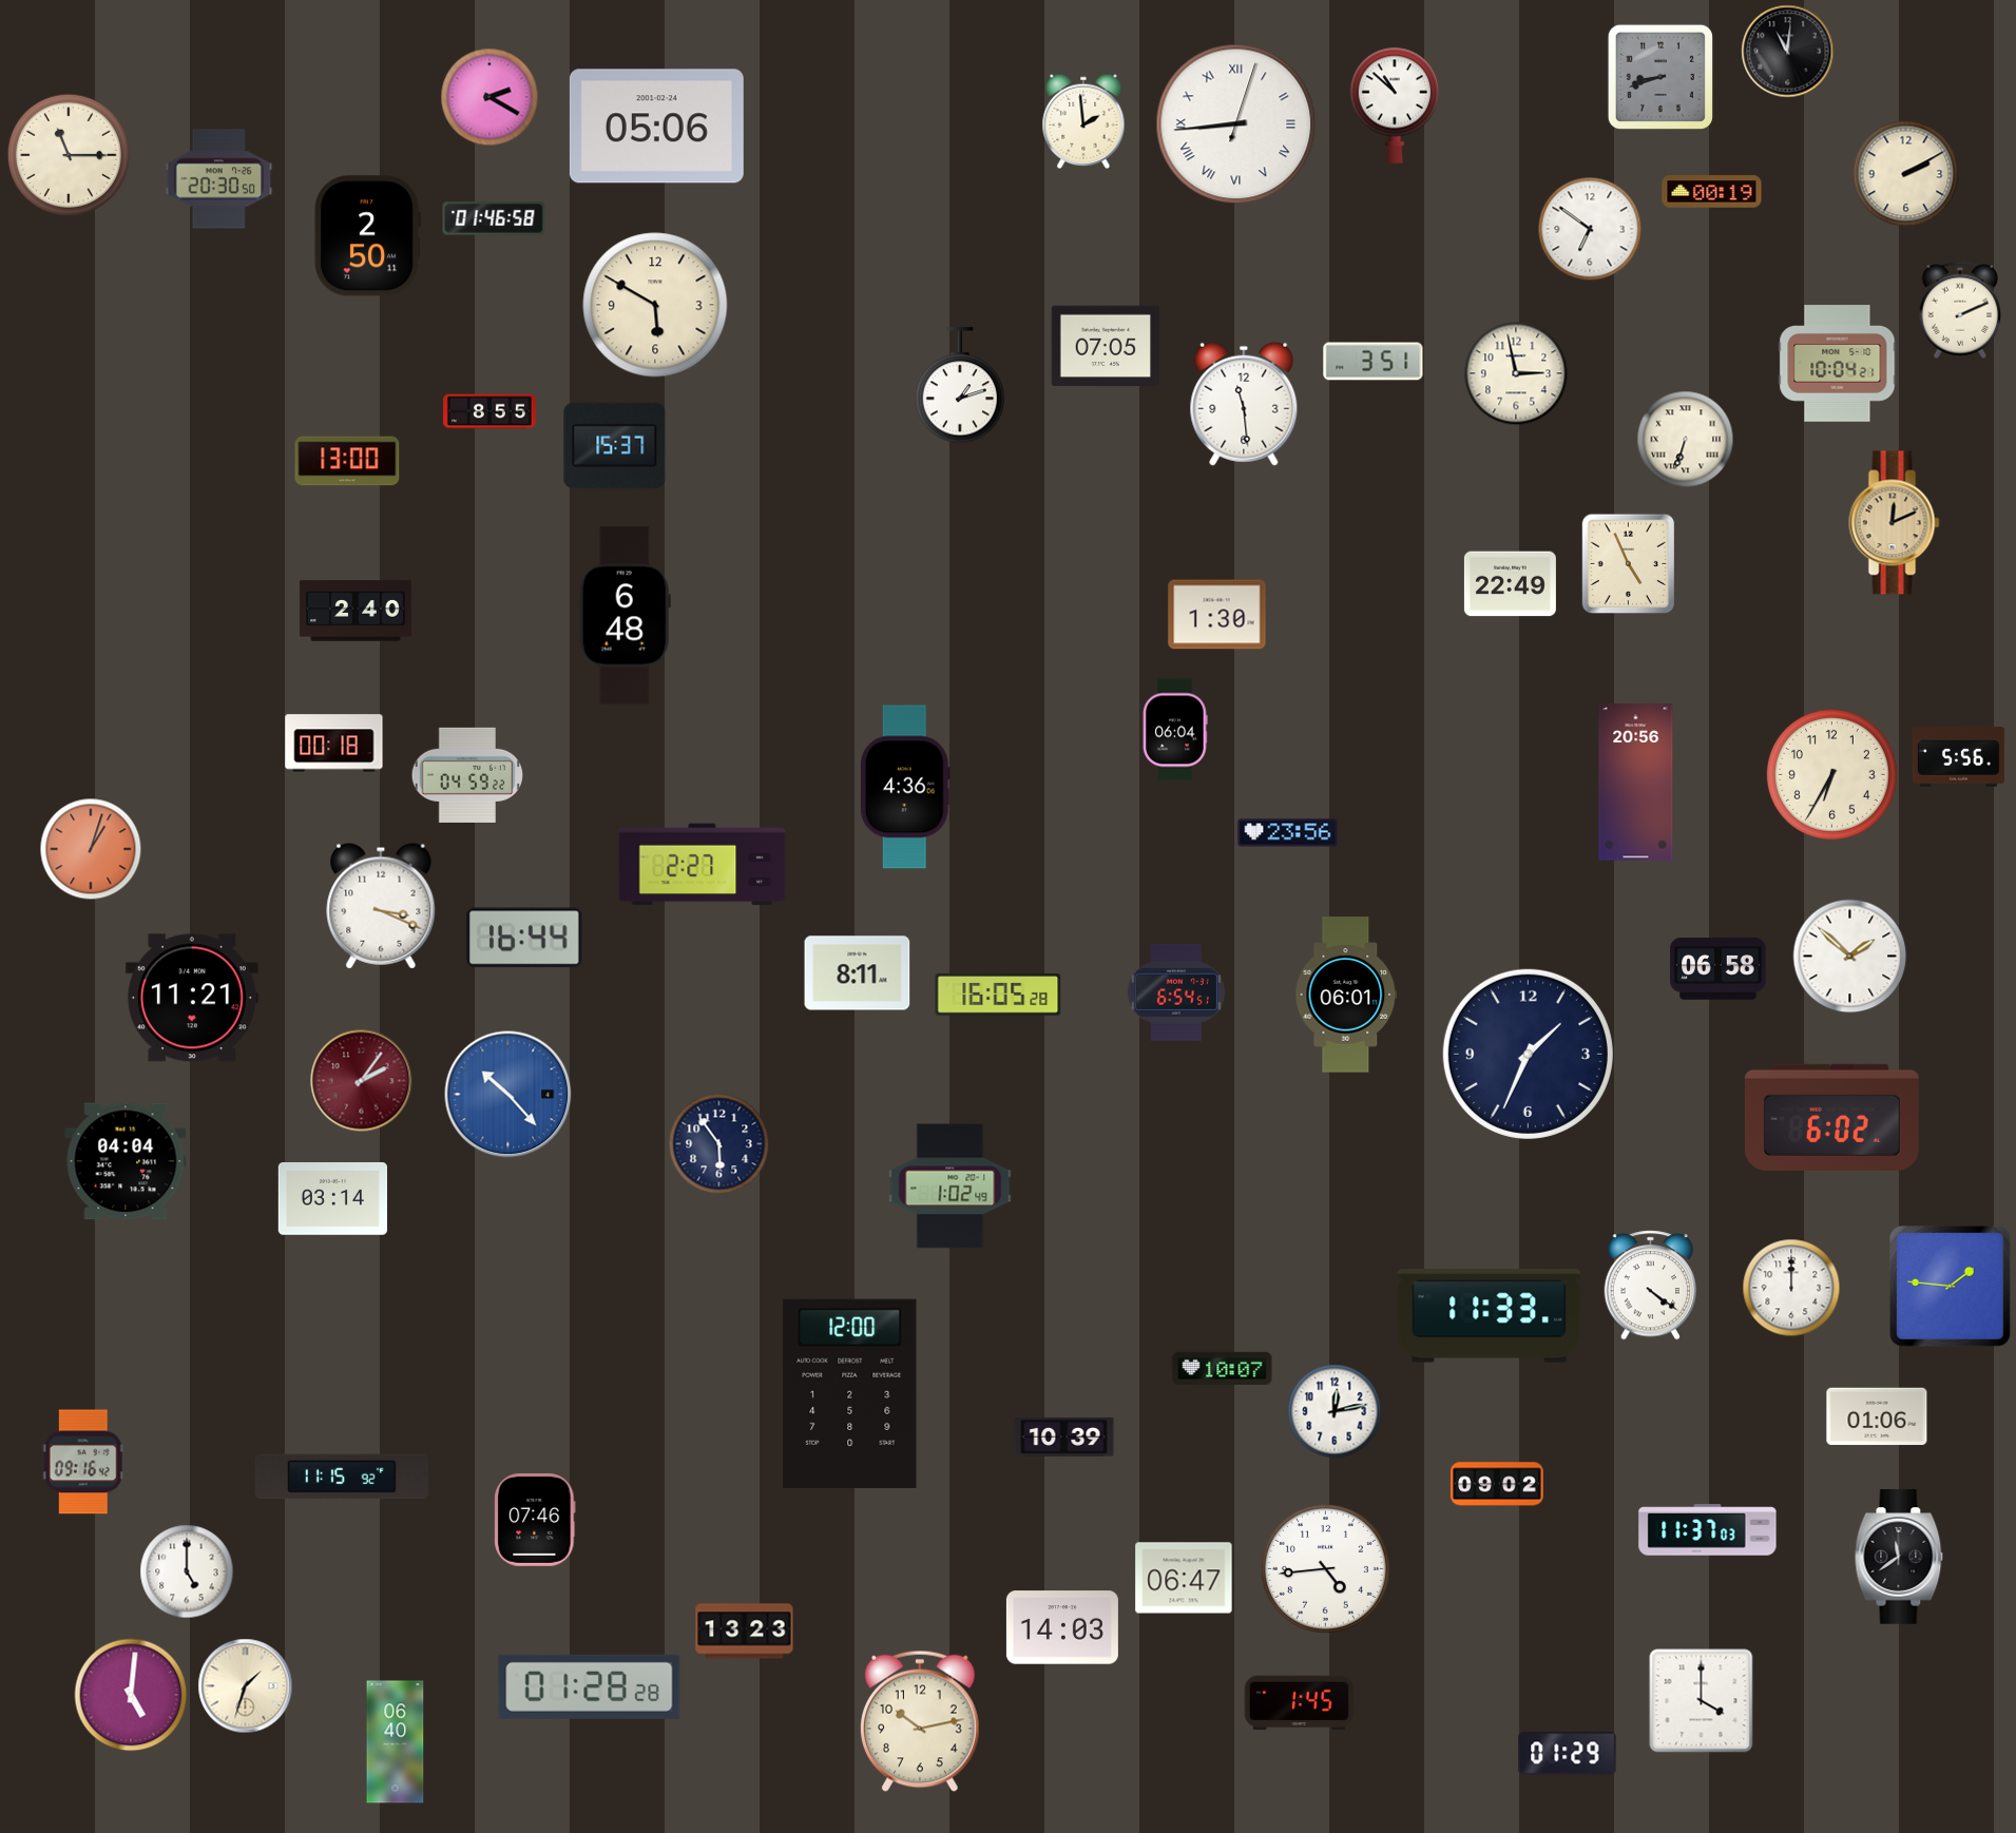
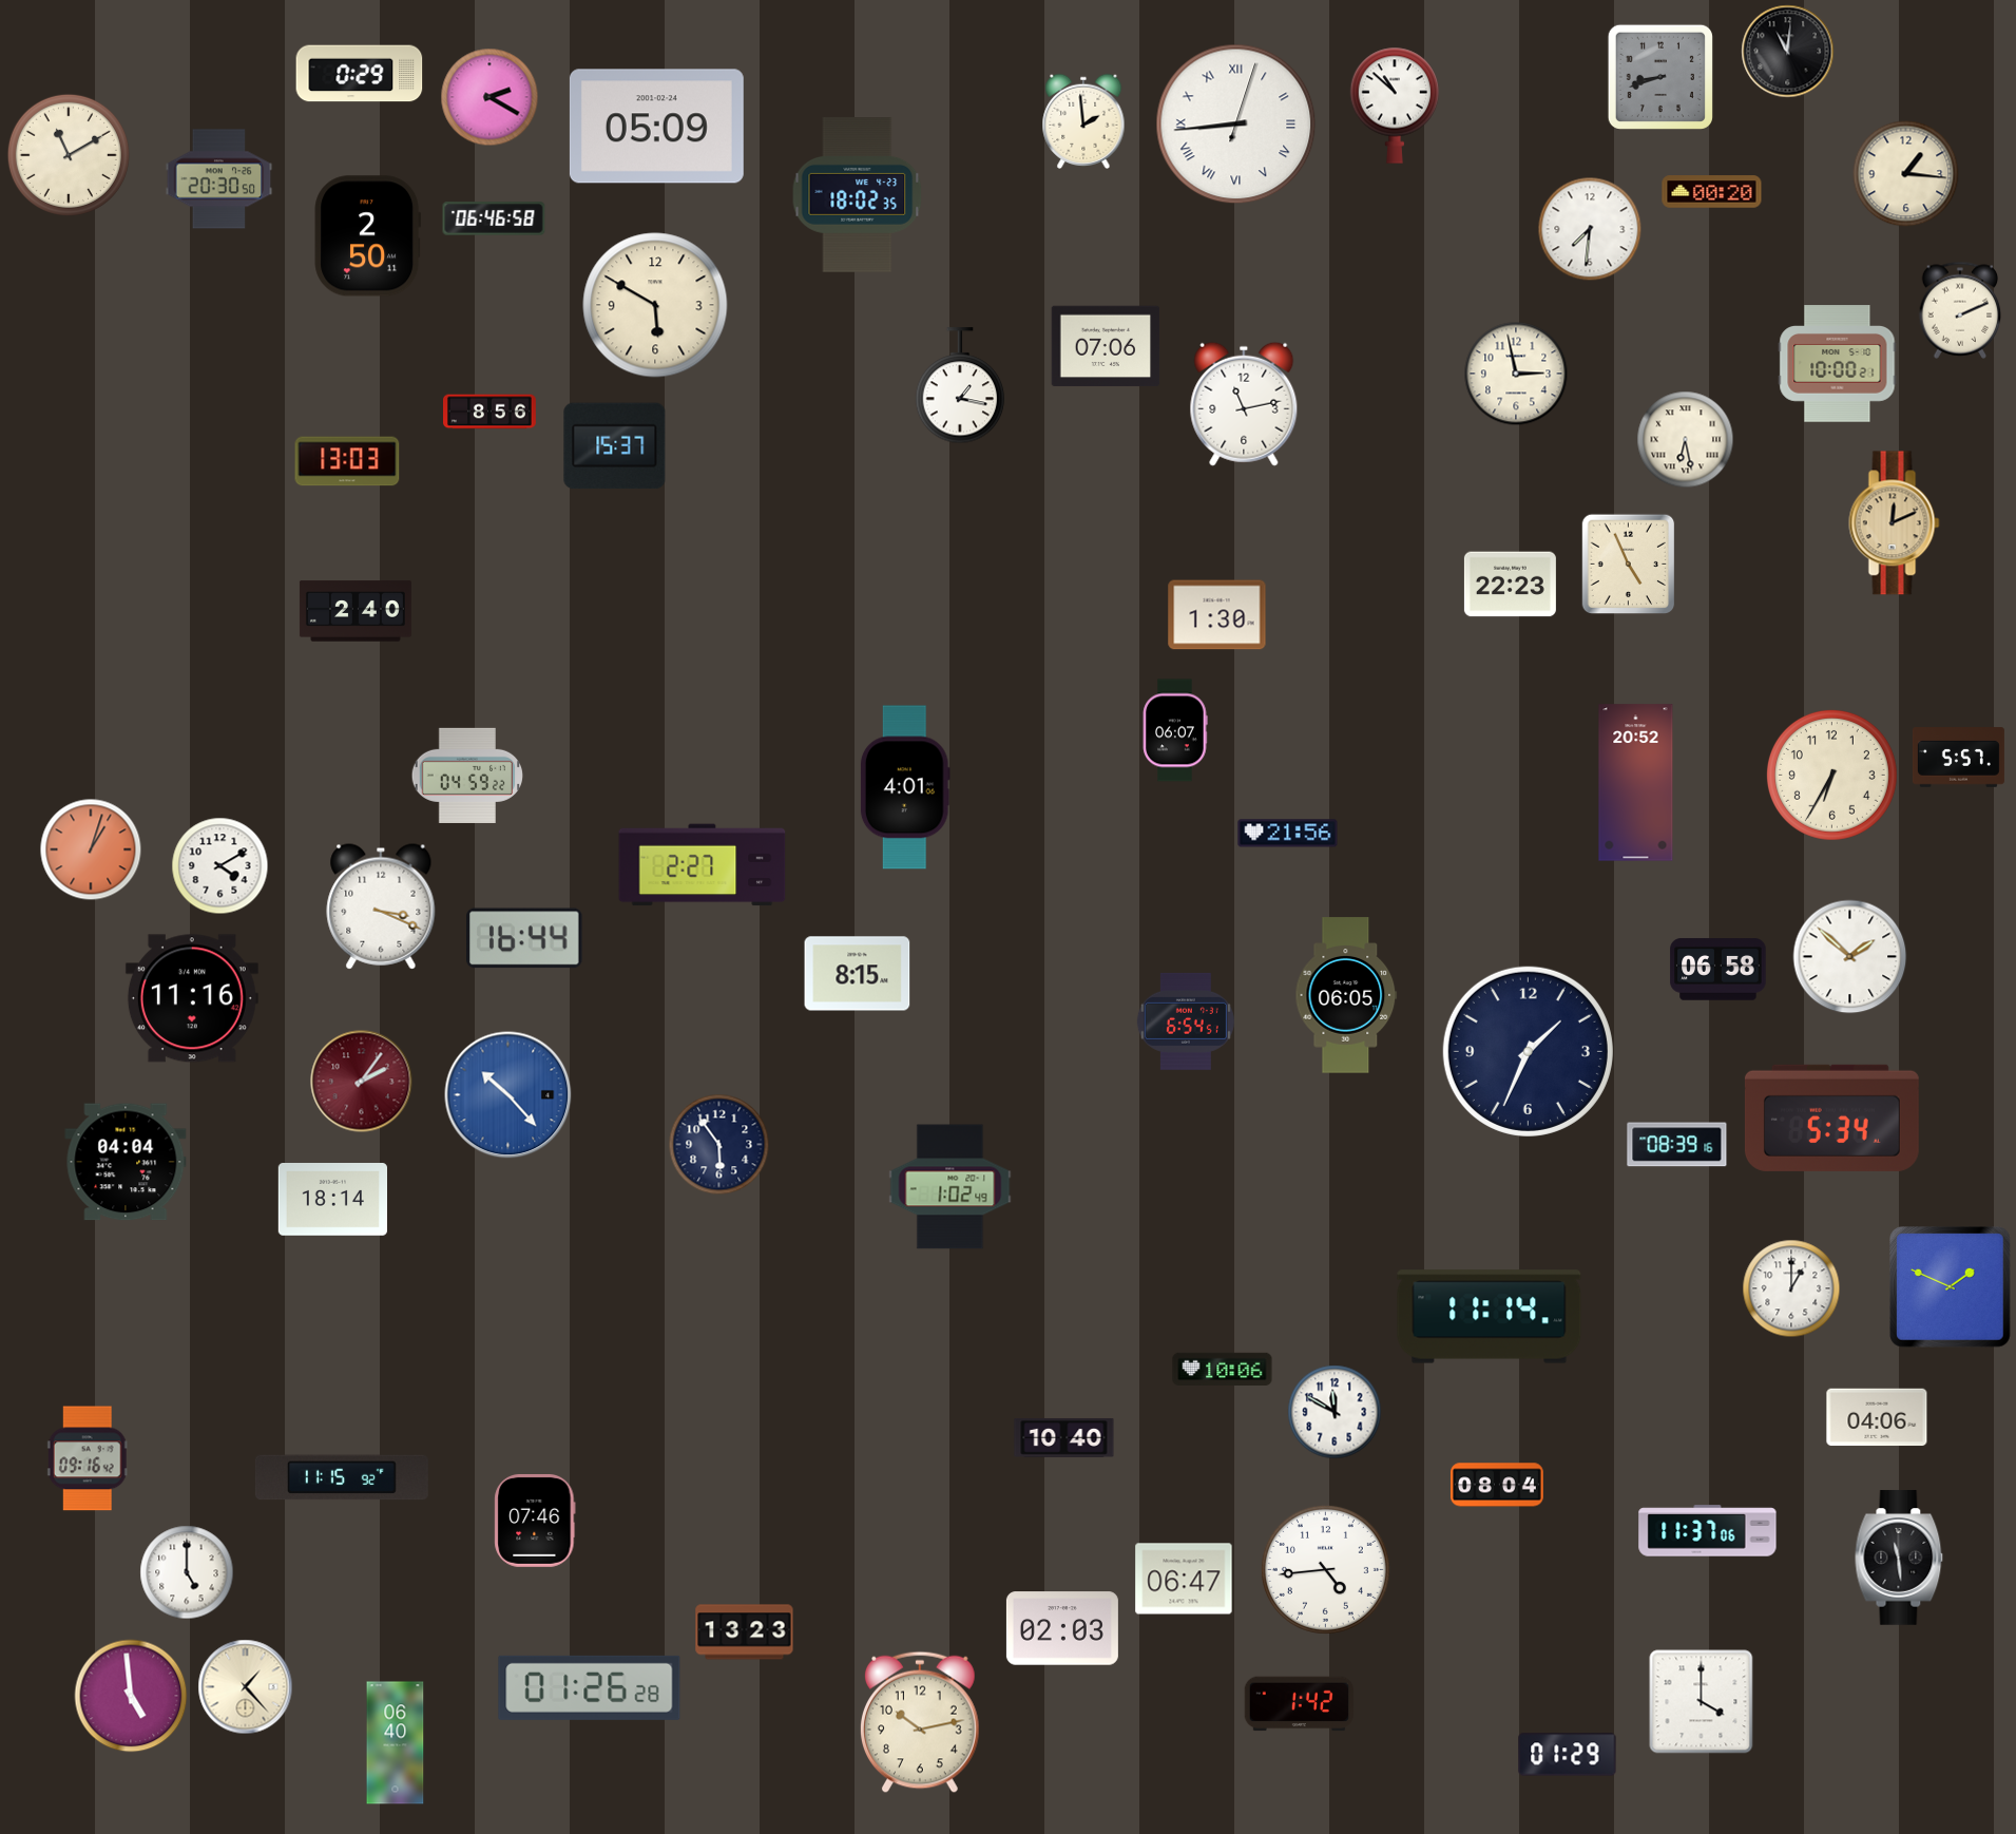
clock at (360, 74): none -> 0:29
clock at (656, 127): 05:06 -> 05:09
clock at (69, 155): 11:15 -> 11:10
clock at (1906, 174): 2:10 -> 1:16
clock at (1712, 192): 00:19 -> 00:20
clock at (858, 195): none -> 18:02
clock at (494, 218): 01:46 -> 06:46
clock at (1590, 229): 6:51 -> 7:31
clock at (1106, 346): 07:05 -> 07:06
clock at (1374, 362): 3:51 -> none
clock at (1838, 364): 10:04 -> 10:00
clock at (960, 386): 1:12 -> 1:17
clock at (1244, 404): 11:29 -> 11:13
clock at (491, 411): 8:55 -> 8:56
clock at (1686, 440): 6:33 -> 6:28
clock at (347, 461): 13:00 -> 13:03
clock at (1510, 584): 22:49 -> 22:23
clock at (625, 616): 6:48 -> none
clock at (1175, 730): 06:04 -> 06:07
clock at (334, 744): 00:18 -> none
clock at (1958, 757): 5:56 -> 5:57
clock at (1636, 783): 20:56 -> 20:52
clock at (905, 787): 4:36 -> 4:01
clock at (1288, 833): 23:56 -> 21:56
clock at (220, 866): none -> 4:10
clock at (858, 973): 8:11 -> 8:15
clock at (1176, 992) position: (1176, 992) -> (1186, 1021)
clock at (1346, 995): 06:01 -> 06:05
clock at (998, 996): 16:05 -> none
clock at (192, 998): 11:21 -> 11:16
clock at (1528, 1054) position: (1528, 1054) -> (1528, 1051)
clock at (1831, 1117): 6:02 -> 5:34
clock at (1677, 1145): none -> 08:39
clock at (332, 1199): 03:14 -> 18:14
clock at (1651, 1286): 4:21 -> none
clock at (1951, 1287): 1:46 -> 1:49
clock at (1791, 1288): 12:00 -> 1:00
clock at (1490, 1316): 11:33 -> 11:14
clock at (1223, 1369): 10:07 -> 10:06
clock at (850, 1393): 12:00 -> none
clock at (1335, 1411): 12:13 -> 11:50
clock at (1877, 1416): 01:06 -> 04:06
clock at (1064, 1436): 10:39 -> 10:40
clock at (83, 1462) position: (83, 1462) -> (88, 1458)
clock at (1497, 1484): 09:02 -> 08:04
clock at (1708, 1530): 11:37:03 -> 11:37:06
clock at (1899, 1557): 11:39 -> 11:29
clock at (1062, 1627): 14:03 -> 02:03
clock at (246, 1686): 1:33 -> 1:23
clock at (590, 1686): 01:28 -> 01:26
clock at (131, 1695): 5:01 -> 4:59
clock at (1299, 1703): 1:45 -> 1:42
